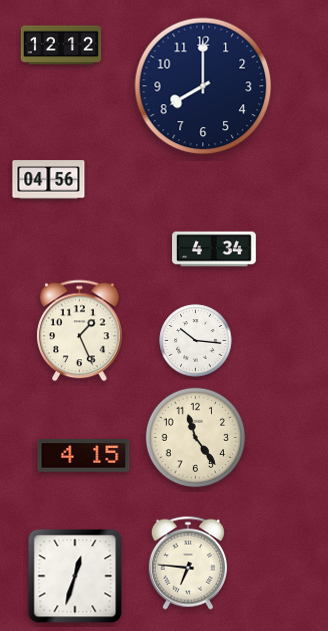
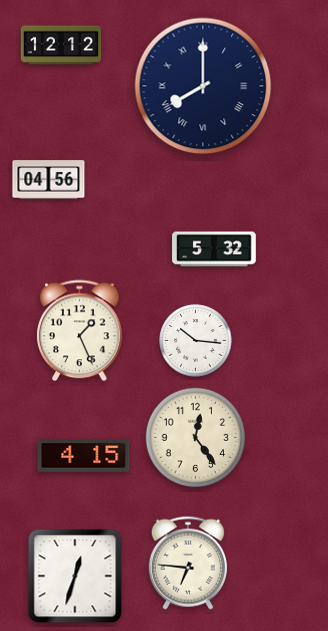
clock at (203, 86) numerals: Arabic -> Roman
clock at (214, 249): 4:34 -> 5:32
clock at (196, 438): 11:24 -> 12:24
